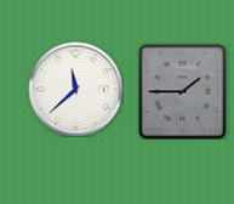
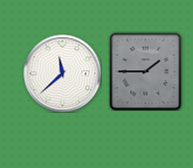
clock at (183, 91) position: (183, 91) -> (146, 71)
